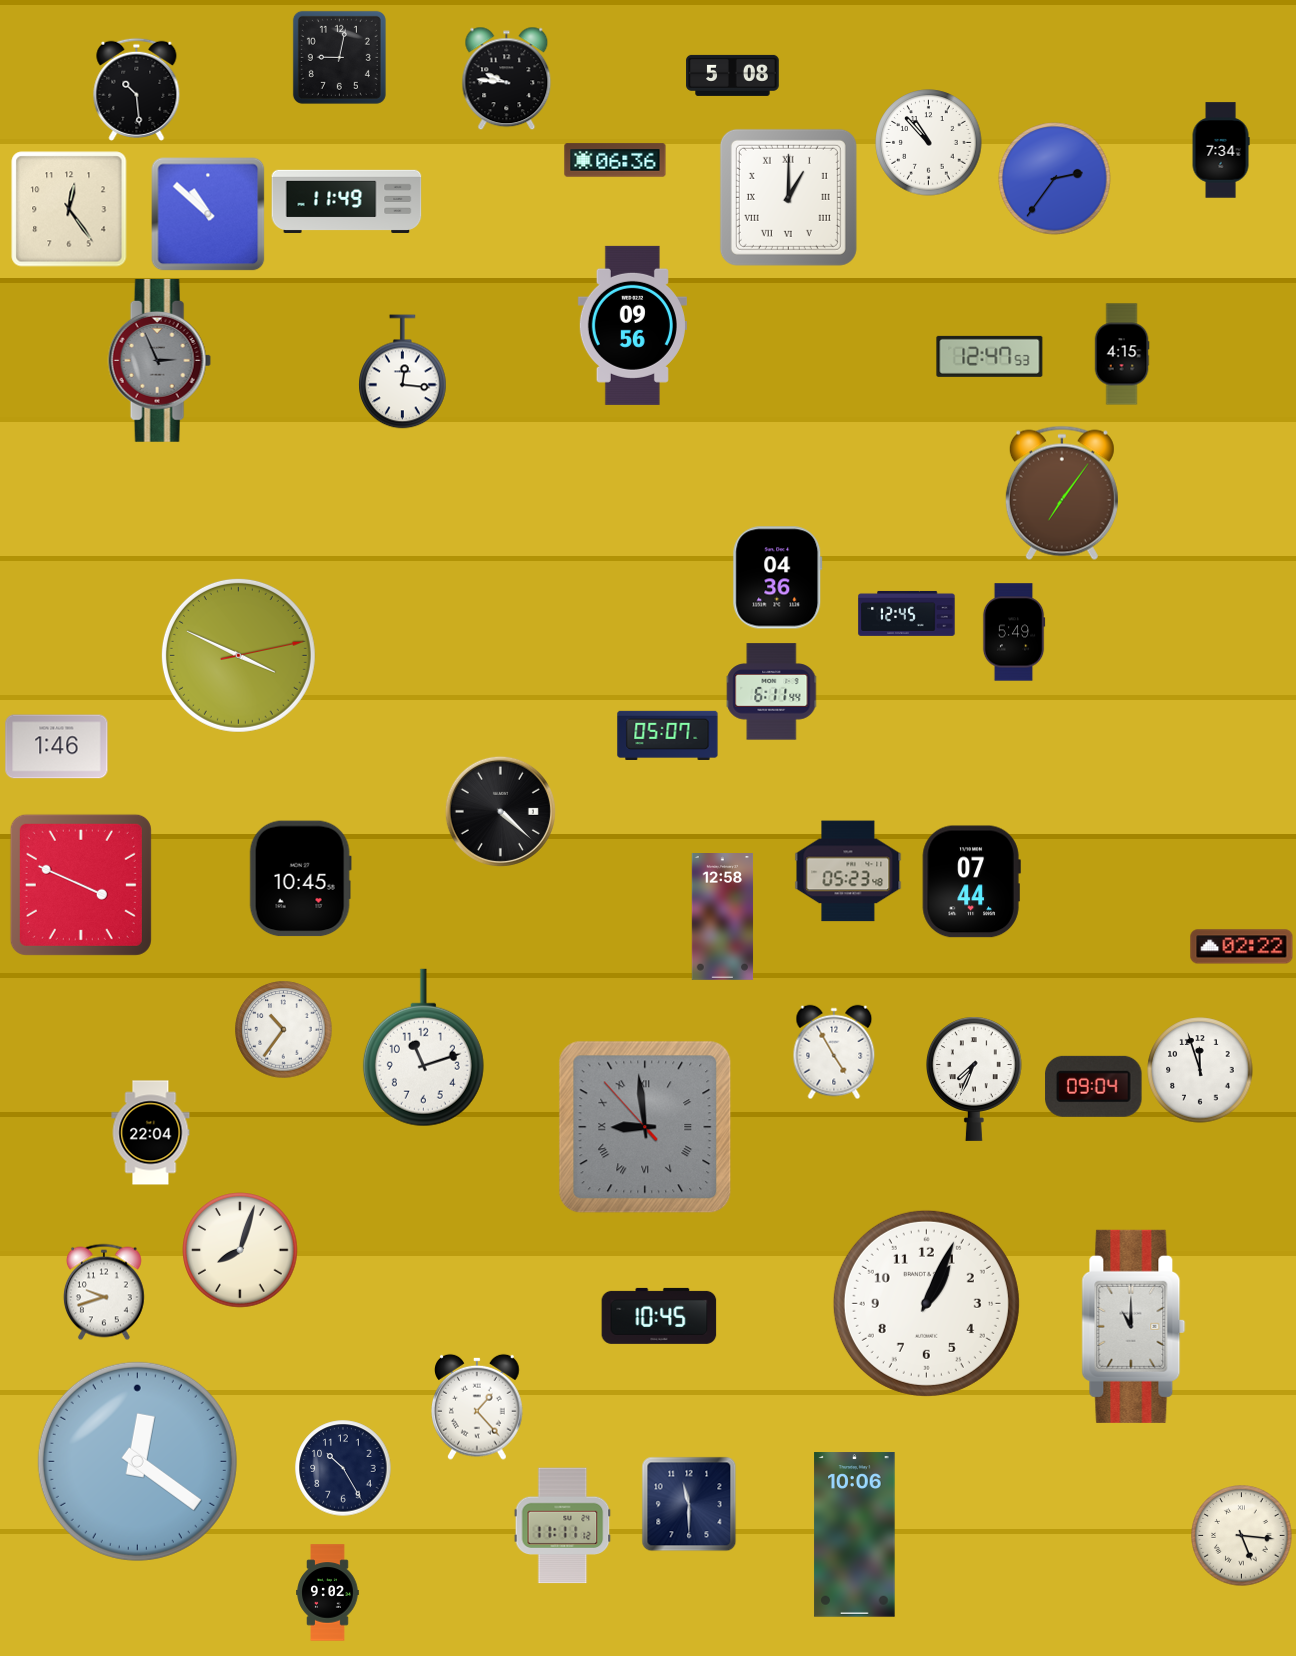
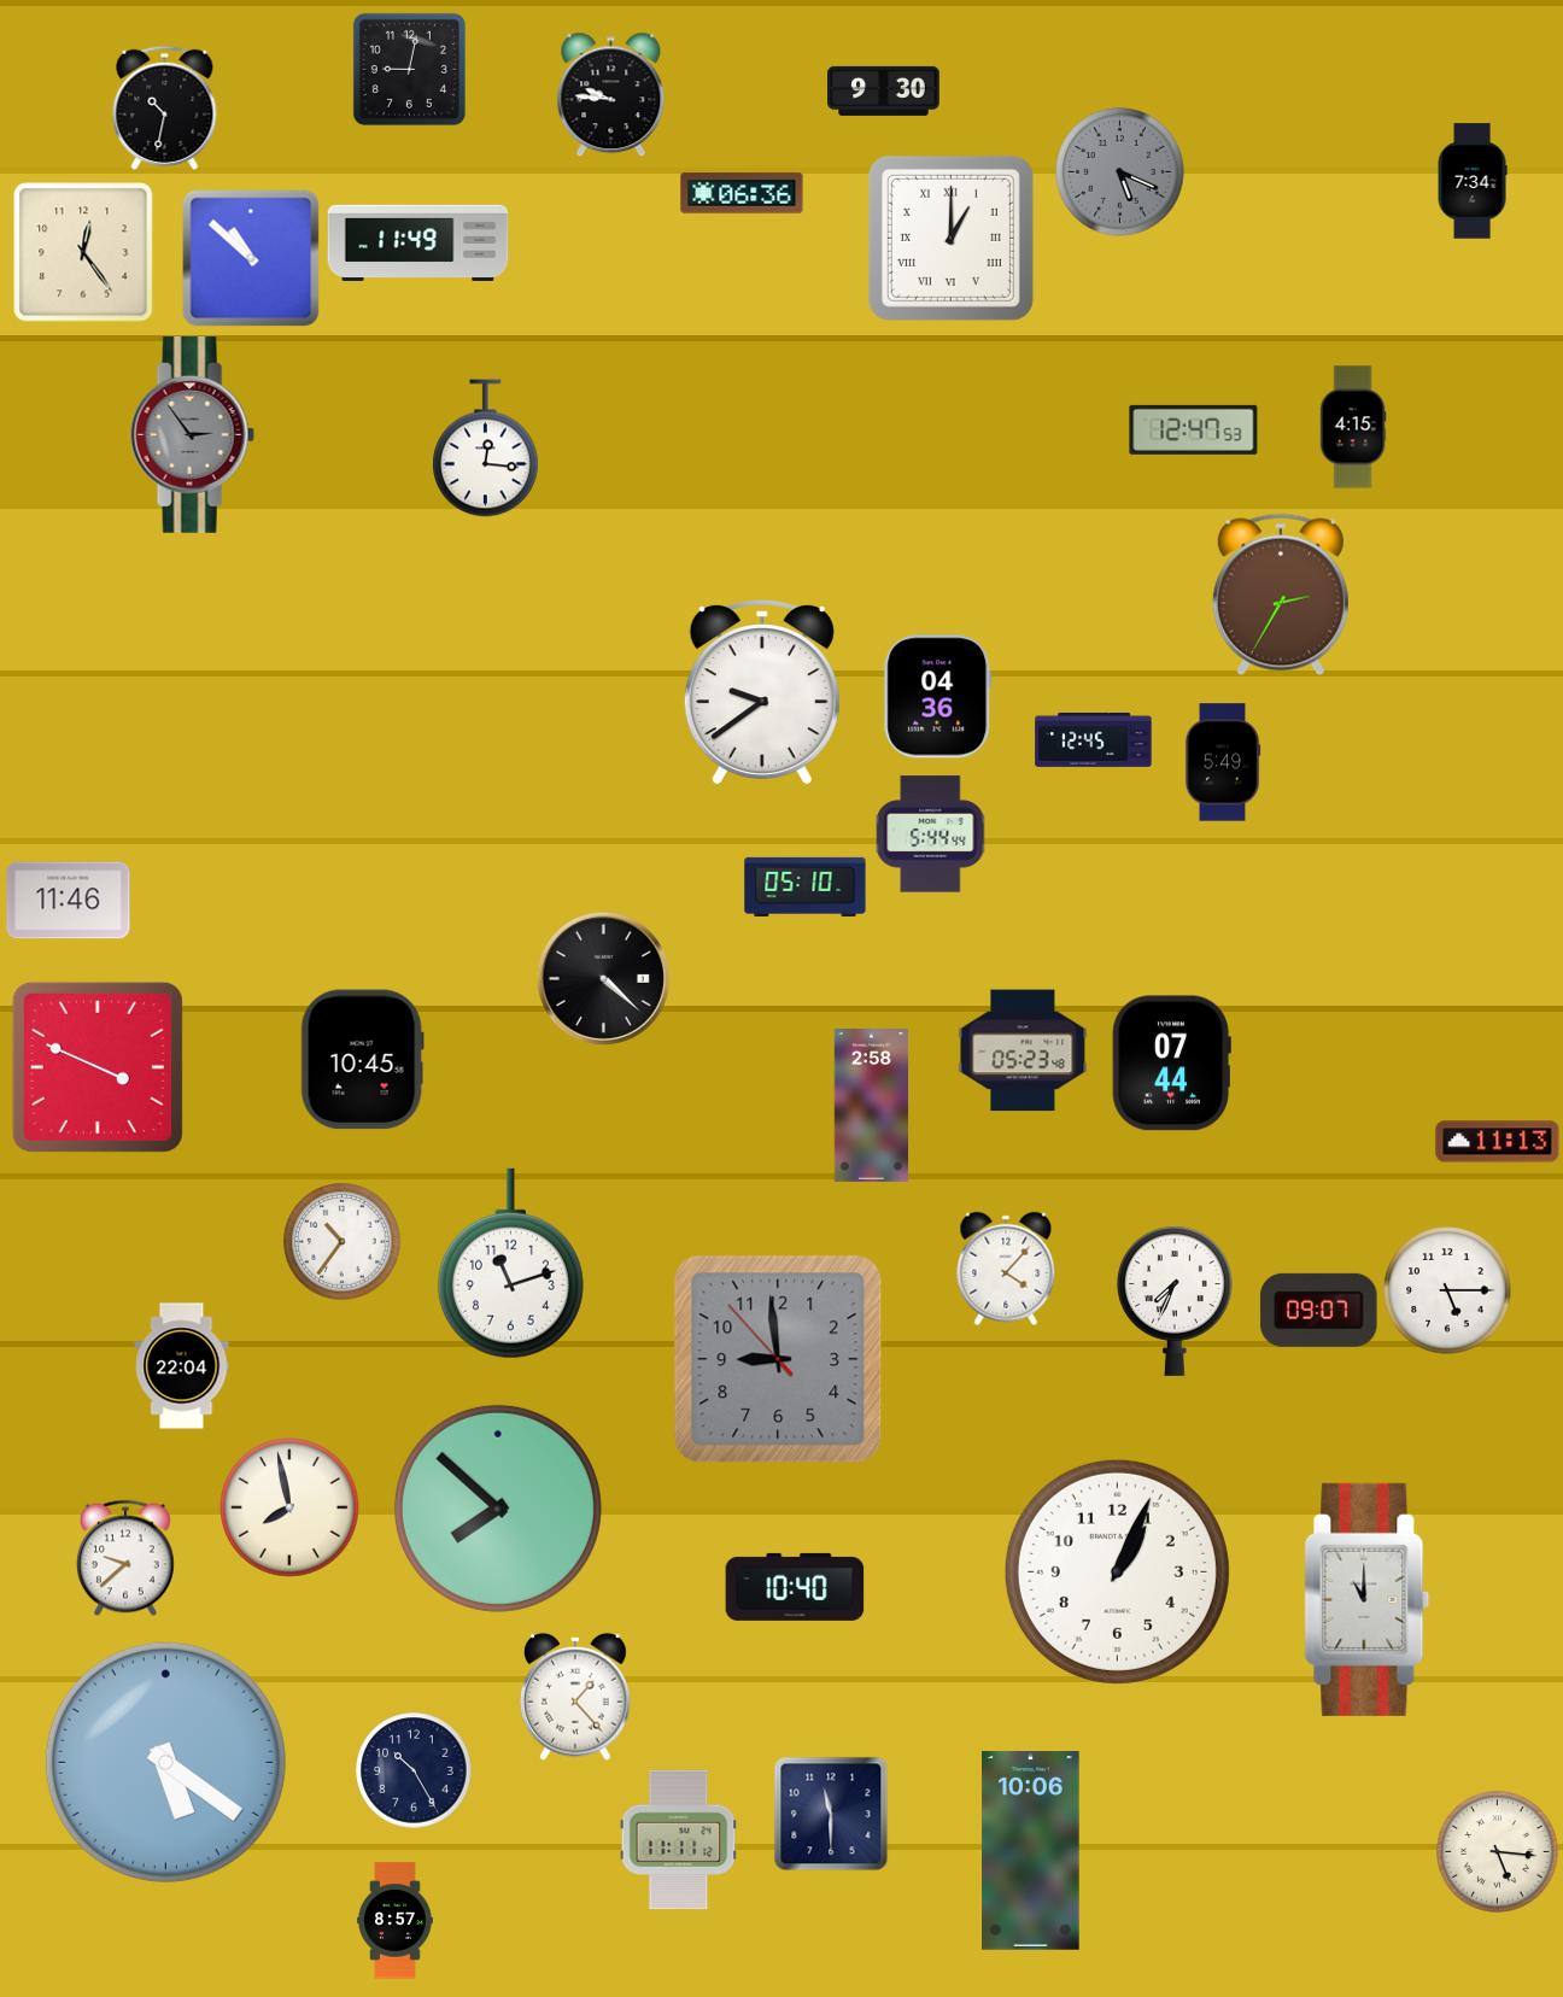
clock at (733, 75): 5:08 -> 9:30
clock at (137, 89): 10:29 -> 10:32
clock at (929, 143): 10:53 -> 5:19
clock at (929, 143) dial: white -> grey
clock at (1055, 179): 2:36 -> none
clock at (632, 325): 09:56 -> none
clock at (159, 360): 2:56 -> 2:54
clock at (1062, 493): 7:06 -> 2:35
clock at (762, 693): none -> 9:39
clock at (238, 655): 3:49 -> none
clock at (772, 692): 6:11 -> 5:44
clock at (668, 735): 05:07 -> 05:10
clock at (57, 747): 1:46 -> 11:46
clock at (723, 917): 12:58 -> 2:58
clock at (1242, 947): 02:22 -> 11:13
clock at (834, 1052): 4:55 -> 4:07
clock at (1200, 1070): 11:57 -> 5:15
clock at (1094, 1086): 09:04 -> 09:07
clock at (645, 1127) numerals: Roman -> Arabic
clock at (240, 1250): 8:03 -> 7:58
clock at (498, 1509): none -> 7:52
clock at (104, 1292): 9:42 -> 9:38
clock at (659, 1316): 10:45 -> 10:40
clock at (137, 1461): 12:21 -> 5:21
clock at (328, 1593): 9:02 -> 8:57
